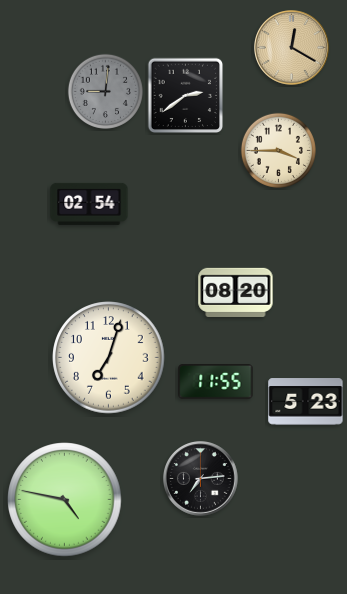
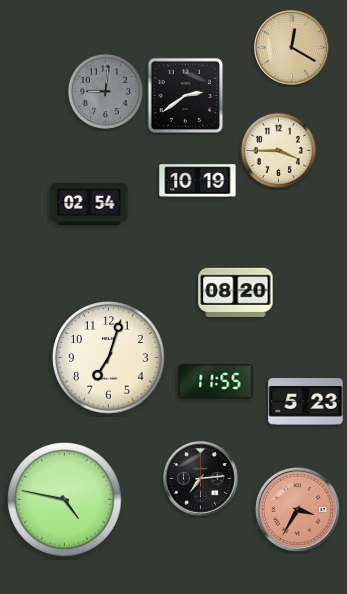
clock at (198, 181): none -> 10:19
clock at (297, 509): none -> 3:35
